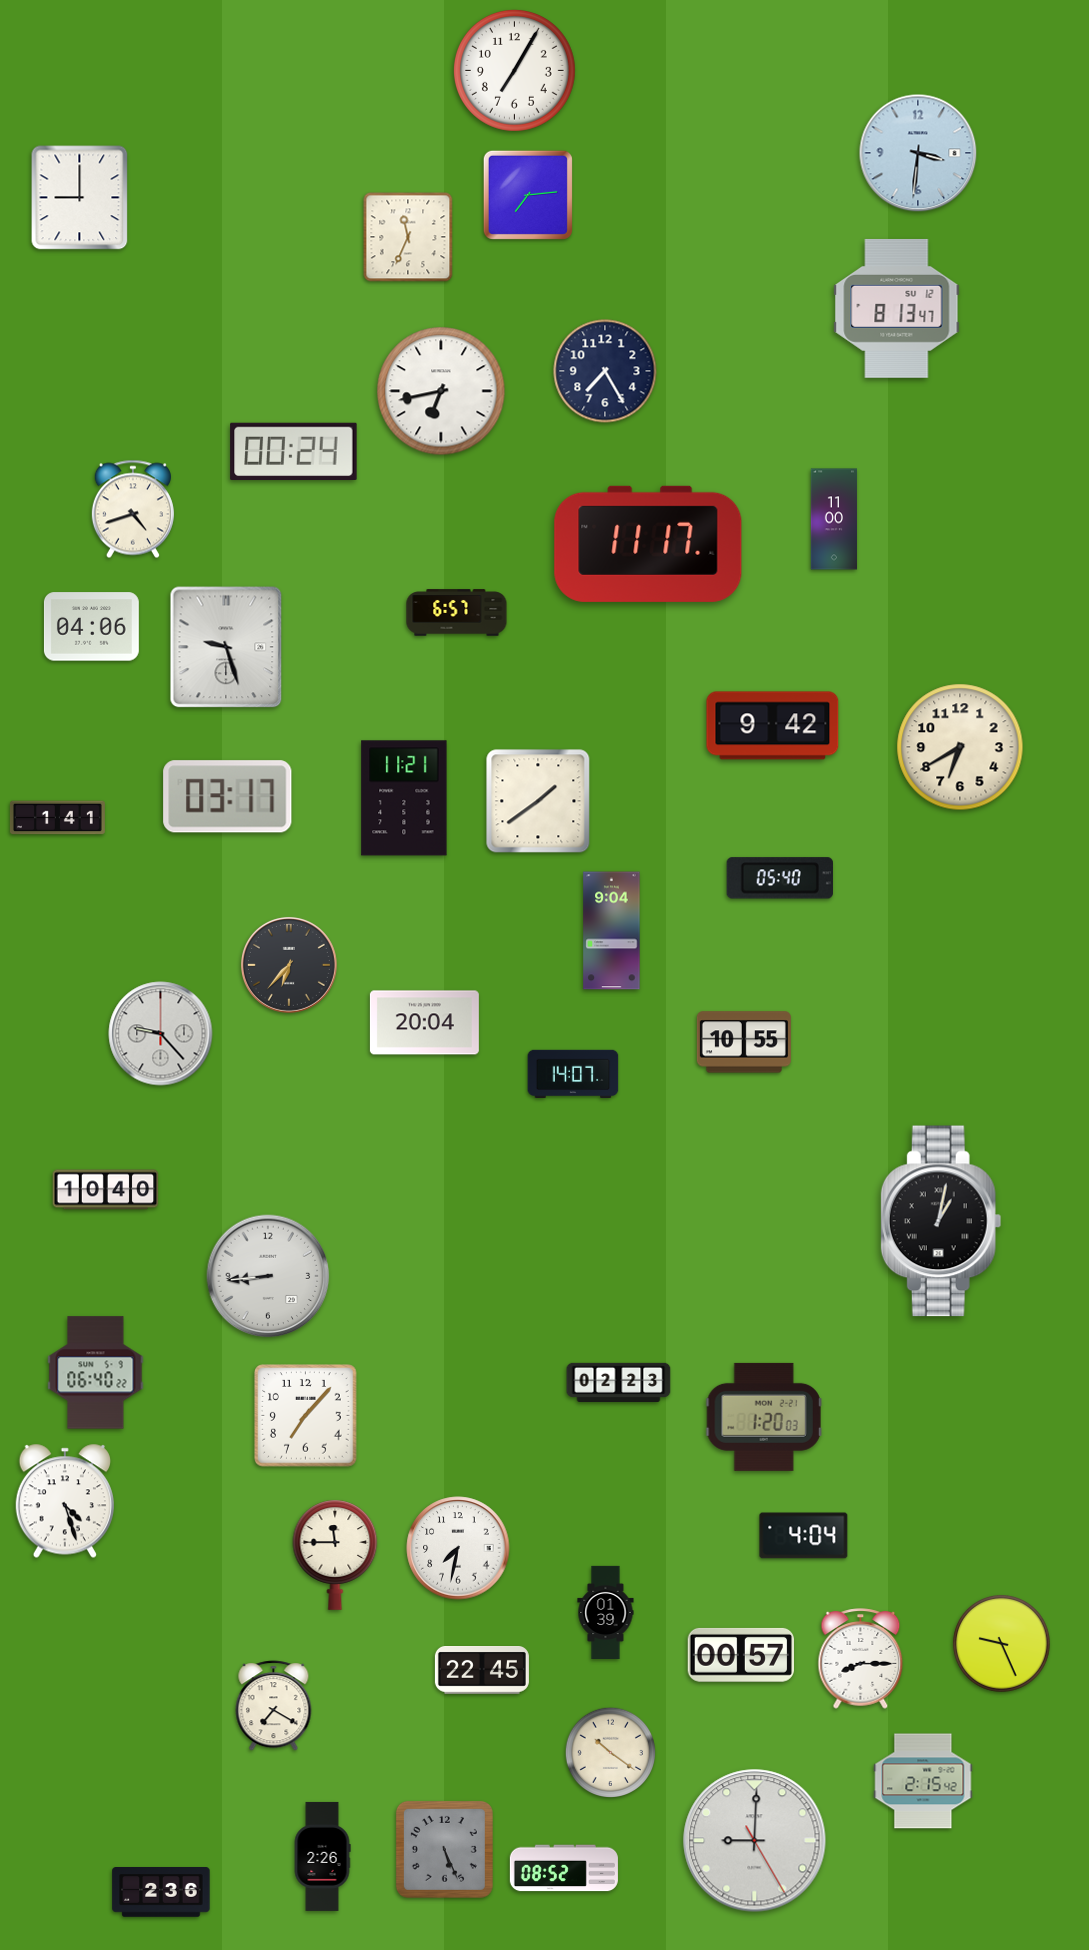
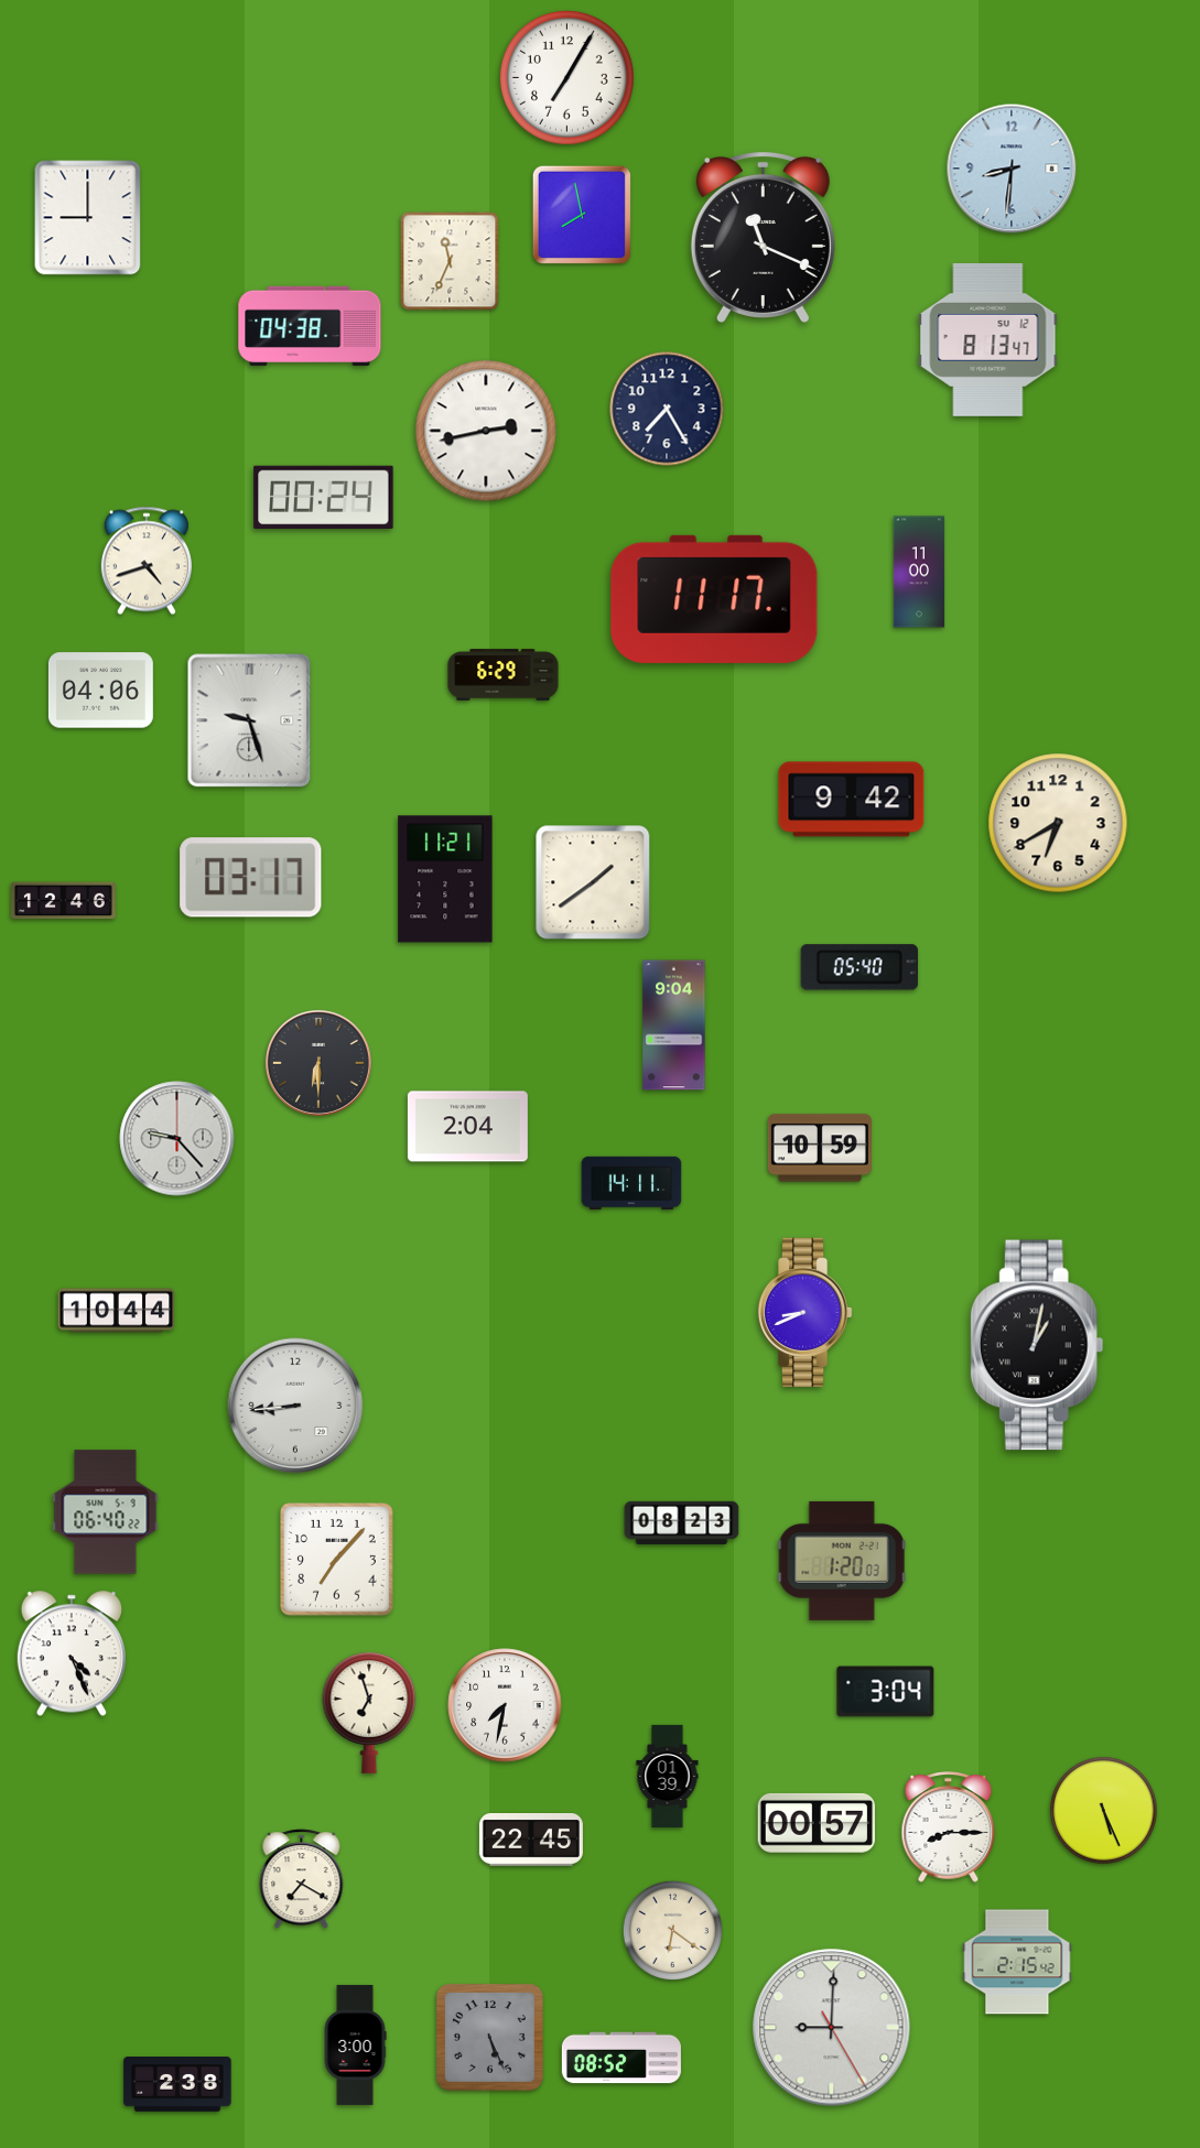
clock at (918, 153): 3:31 -> 8:31
clock at (528, 195): 7:14 -> 7:58
clock at (763, 238): none -> 11:19
clock at (310, 325): none -> 04:38
clock at (441, 391): 6:43 -> 2:43
clock at (457, 613): 6:57 -> 6:29
clock at (226, 647) position: (226, 647) -> (249, 720)
clock at (57, 818): 1:41 -> 12:46
clock at (289, 965): 6:37 -> 6:30
clock at (424, 1023): 20:04 -> 2:04
clock at (744, 1042): 10:55 -> 10:59
clock at (573, 1074): 14:07 -> 14:11
clock at (106, 1190): 10:40 -> 10:44
clock at (804, 1313): none -> 8:41
clock at (619, 1382): 02:23 -> 08:23
clock at (64, 1501): 4:27 -> 4:26
clock at (804, 1536): 4:04 -> 3:04
clock at (335, 1555): 11:45 -> 6:57
clock at (1002, 1644): 9:26 -> 5:26
clock at (610, 1752): 10:21 -> 6:21
clock at (322, 1856): 2:26 -> 3:00
clock at (161, 1892): 2:36 -> 2:38
